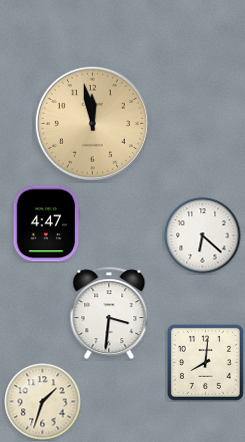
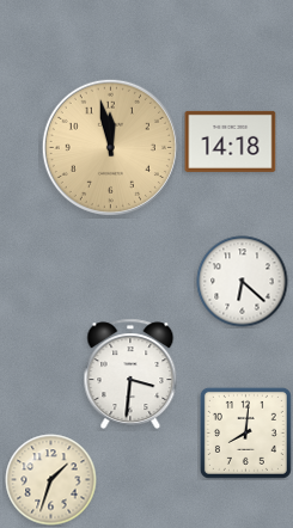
clock at (231, 141): none -> 14:18
clock at (47, 224): 4:47 -> none
